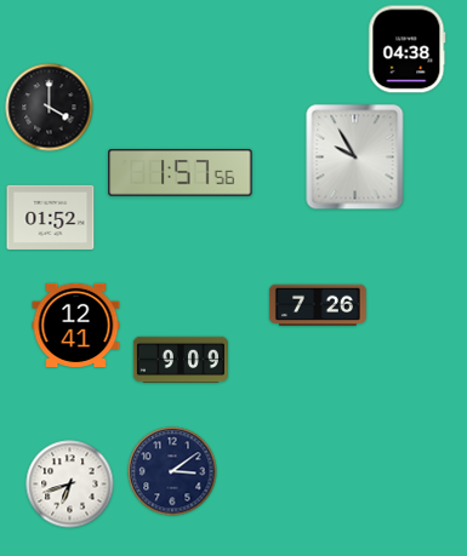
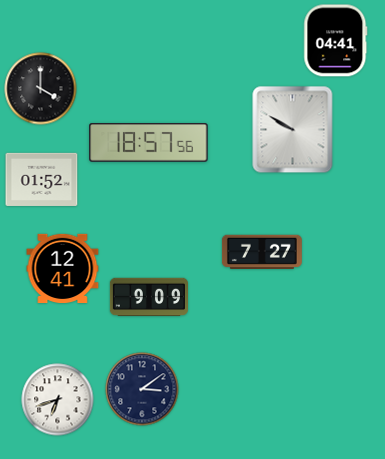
clock at (408, 50): 04:38 -> 04:41
clock at (355, 157): 9:55 -> 9:50
clock at (181, 173): 1:57 -> 18:57
clock at (318, 305): 7:26 -> 7:27
